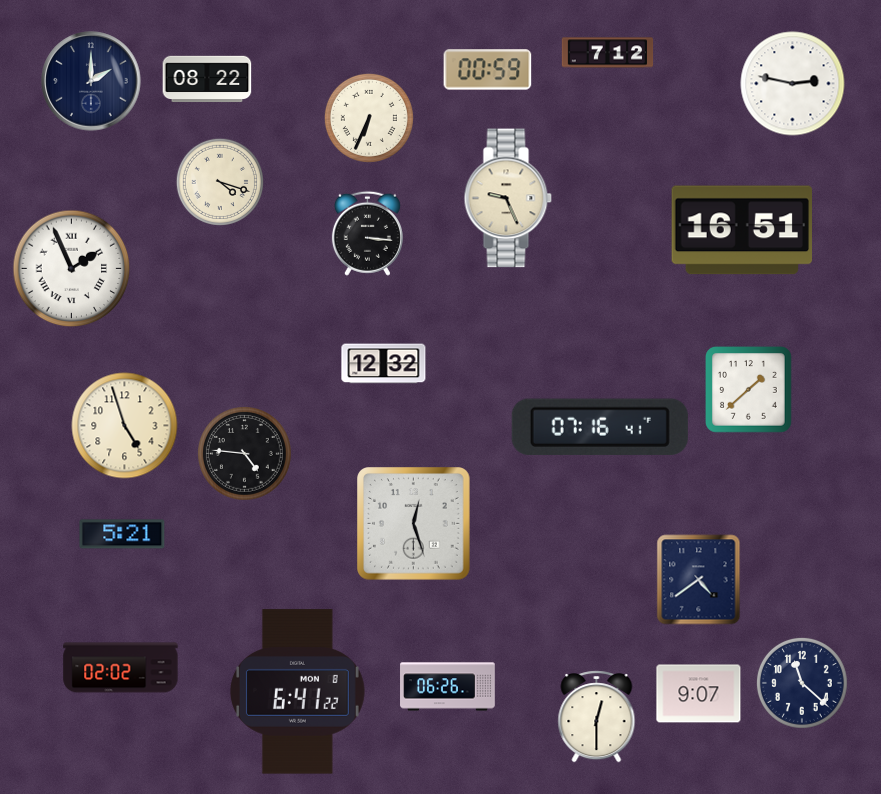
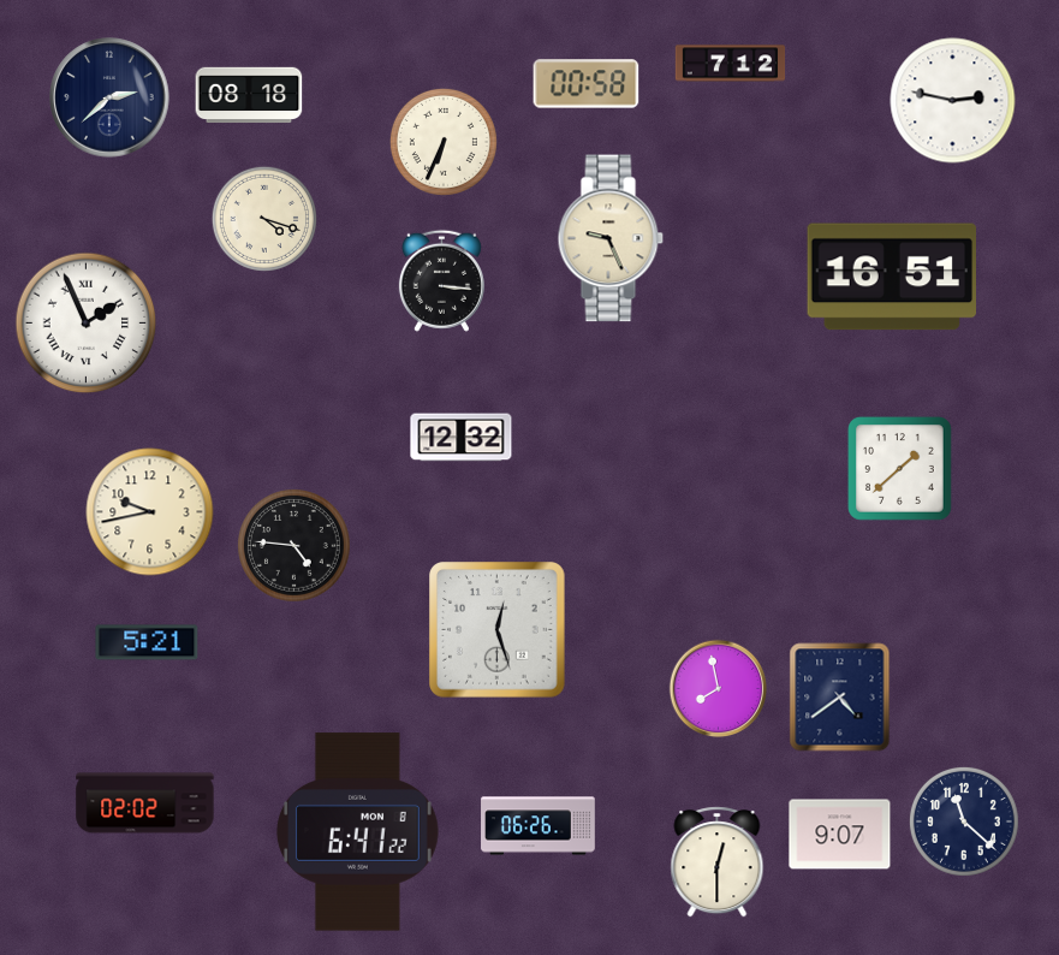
clock at (488, 70): 00:59 -> 00:58
clock at (207, 79): 08:22 -> 08:18
clock at (91, 81): 2:00 -> 2:38
clock at (125, 426): 4:57 -> 9:43
clock at (600, 427): 07:16 -> none
clock at (719, 689): none -> 7:58
